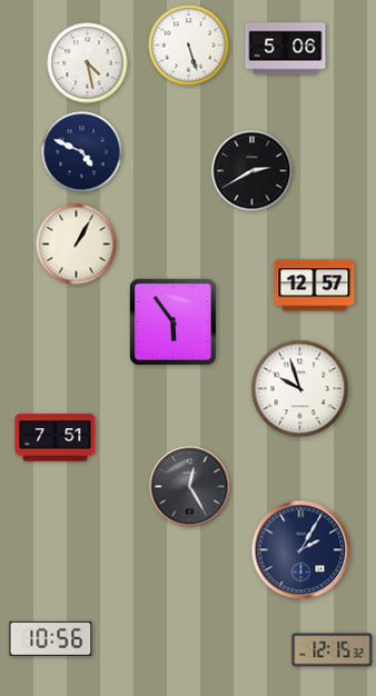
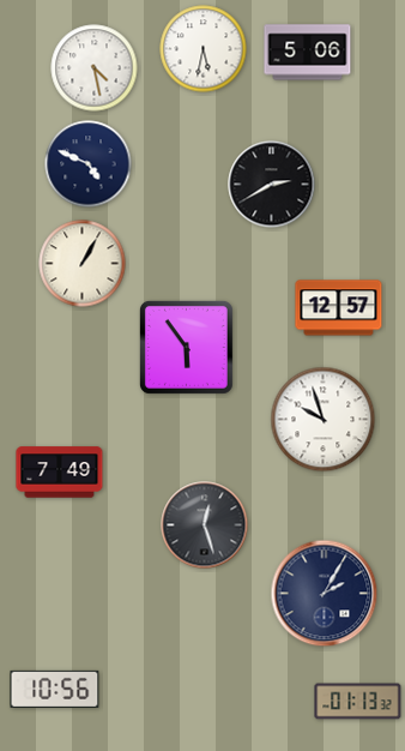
clock at (189, 46): 5:27 -> 5:32
clock at (56, 438): 7:51 -> 7:49
clock at (190, 487): 12:25 -> 12:27
clock at (333, 650): 12:15 -> 01:13
